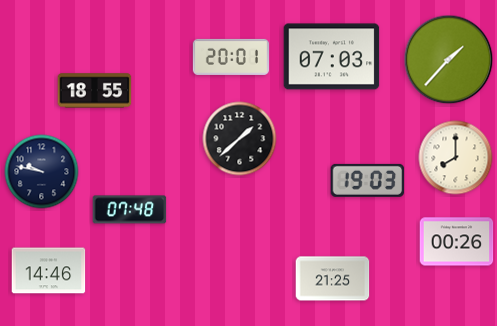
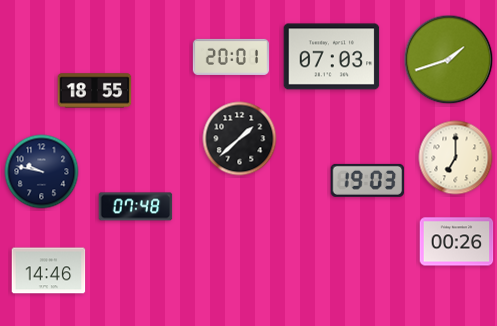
clock at (449, 60): 1:37 -> 1:42
clock at (456, 158): 8:00 -> 7:00
clock at (130, 210) position: (130, 210) -> (136, 207)
clock at (333, 279): 21:25 -> none
